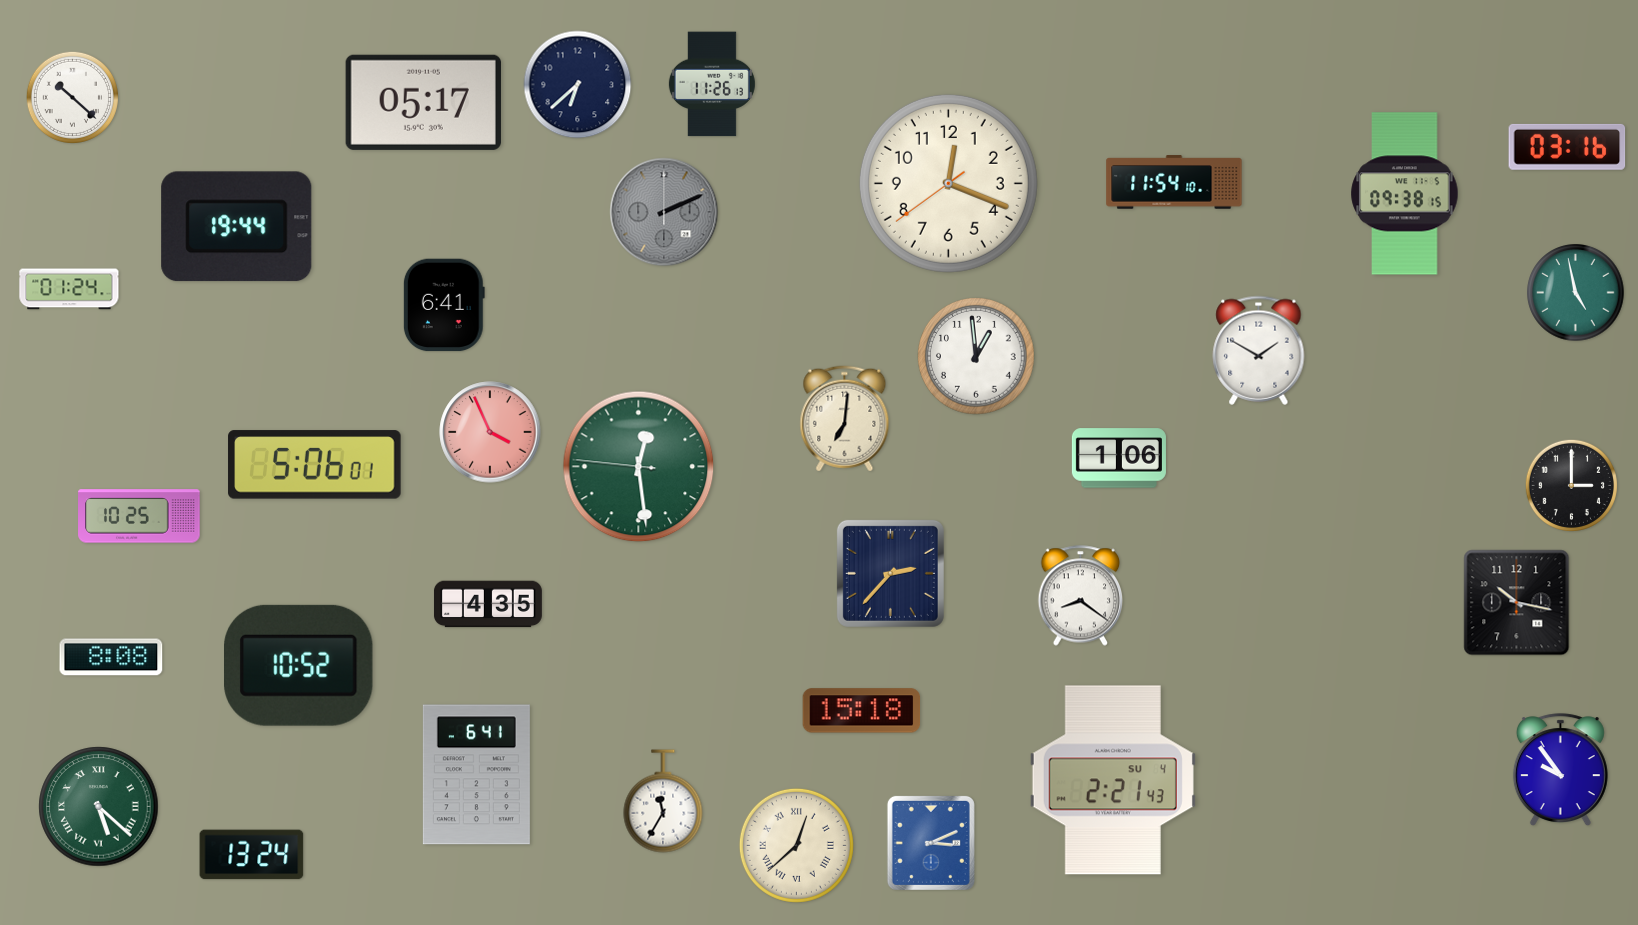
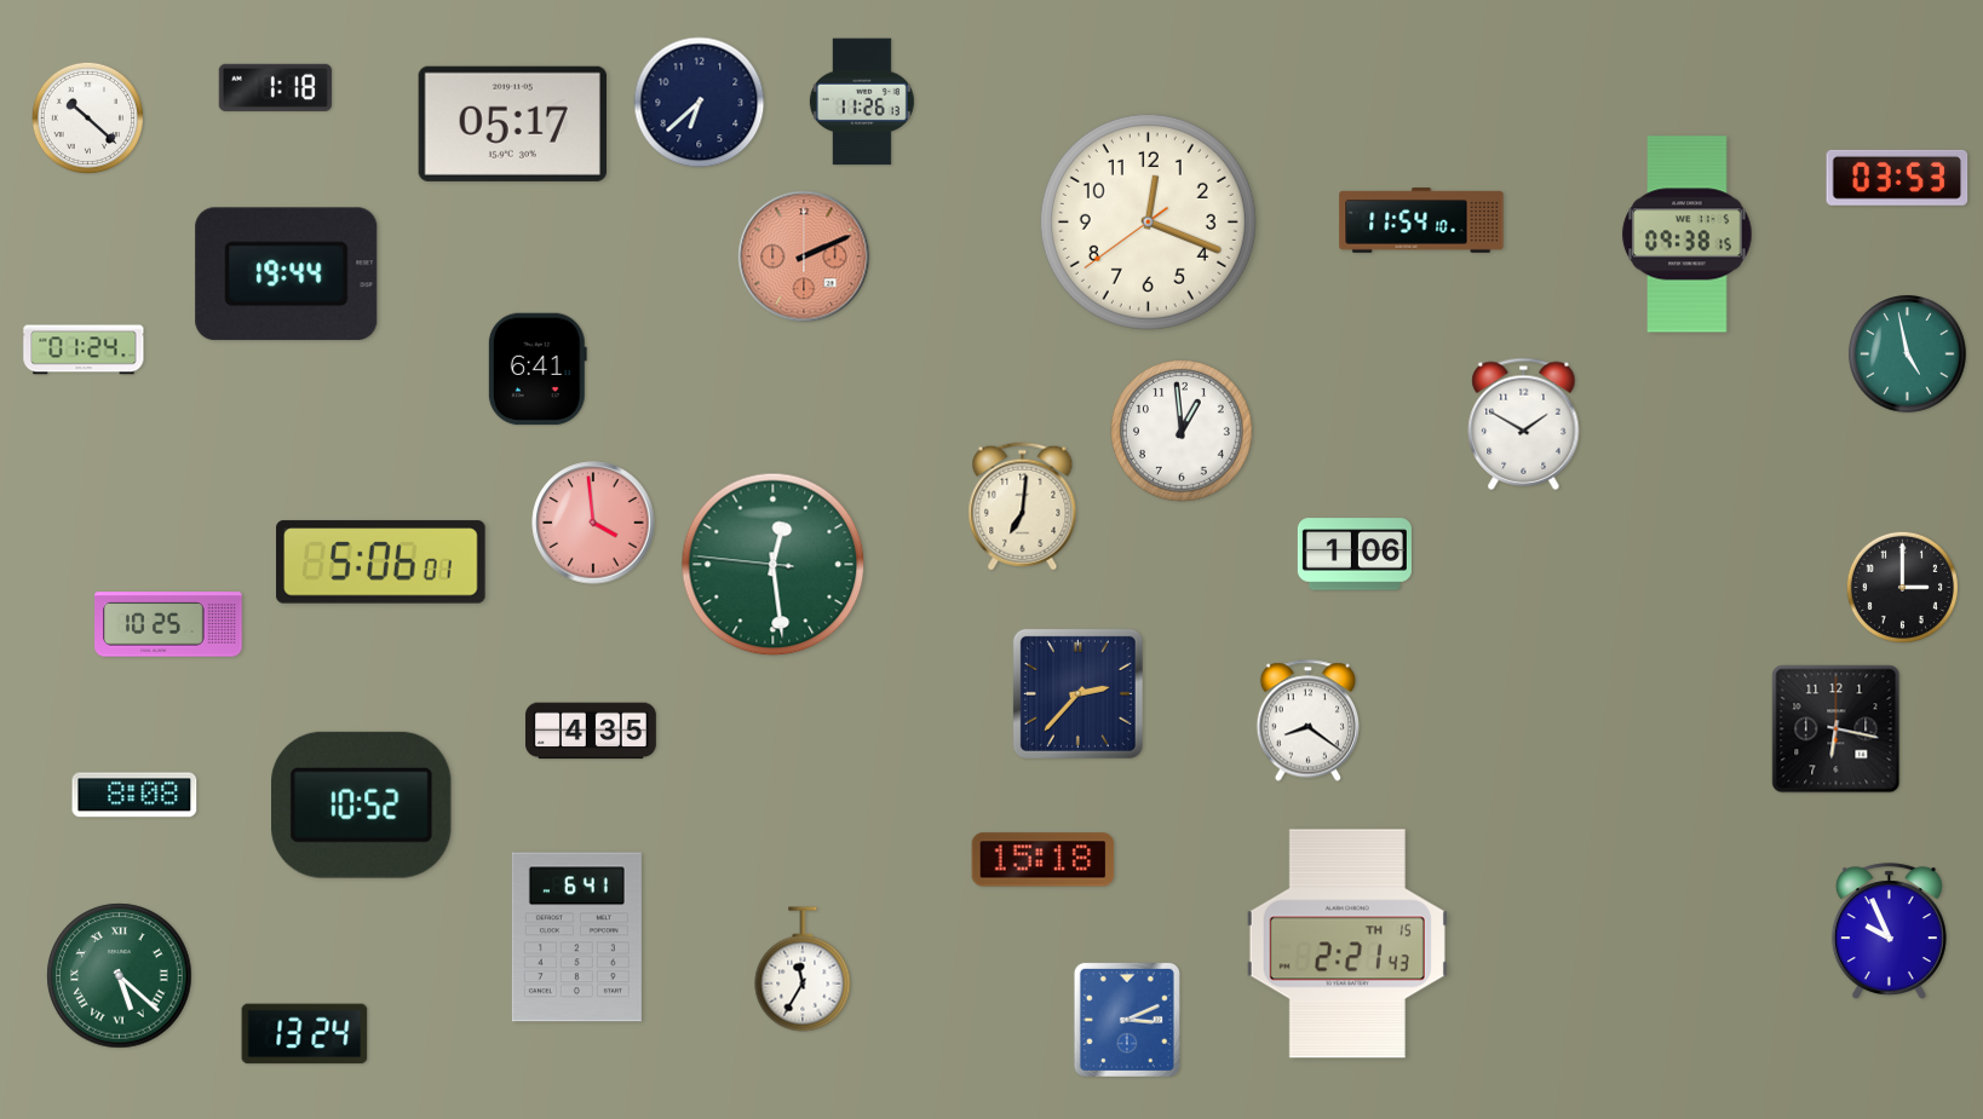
clock at (275, 87): none -> 1:18
clock at (1567, 147): 03:16 -> 03:53
clock at (1405, 194) position: (1405, 194) -> (1688, 235)
clock at (664, 212) dial: grey -> salmon
clock at (490, 432): 3:56 -> 3:59
clock at (1517, 603): 10:17 -> 6:17
clock at (1560, 770): 9:54 -> 9:56
clock at (1113, 780) date: SU 4 -> TH 15
clock at (796, 845): 12:38 -> none
